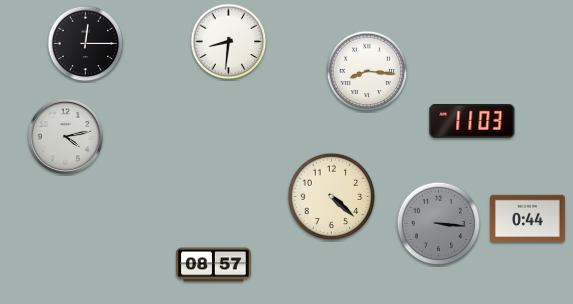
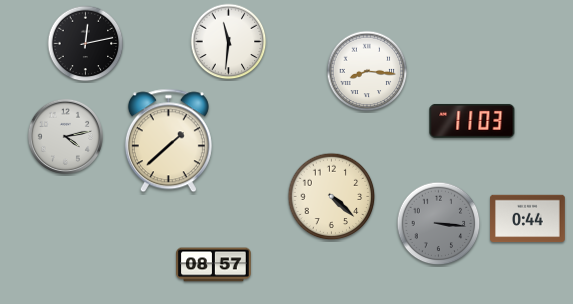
clock at (229, 42): 8:31 -> 11:31
clock at (86, 44): 12:15 -> 12:13
clock at (168, 141): none -> 1:38
